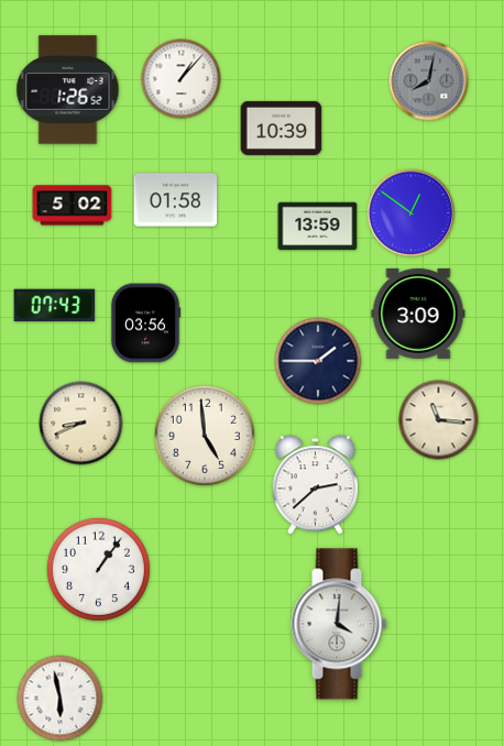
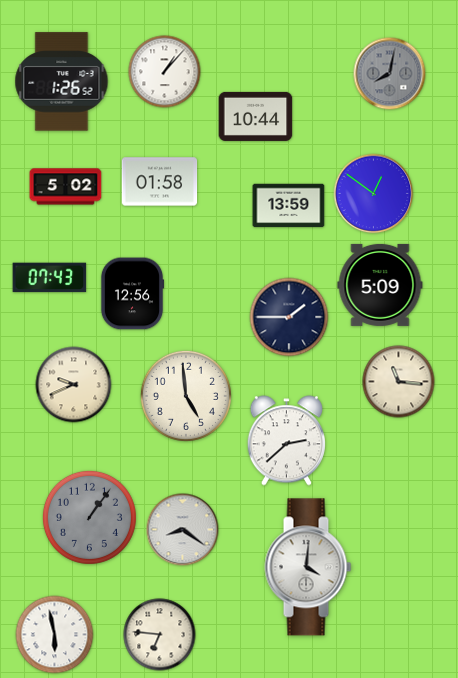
clock at (282, 128): 10:39 -> 10:44
clock at (418, 314): 3:09 -> 5:09
clock at (145, 323): 03:56 -> 12:56
clock at (318, 361) position: (318, 361) -> (289, 317)
clock at (81, 424): 8:41 -> 9:41
clock at (98, 569) dial: white -> grey
clock at (183, 530): none -> 8:21
clock at (160, 635): none -> 6:46
